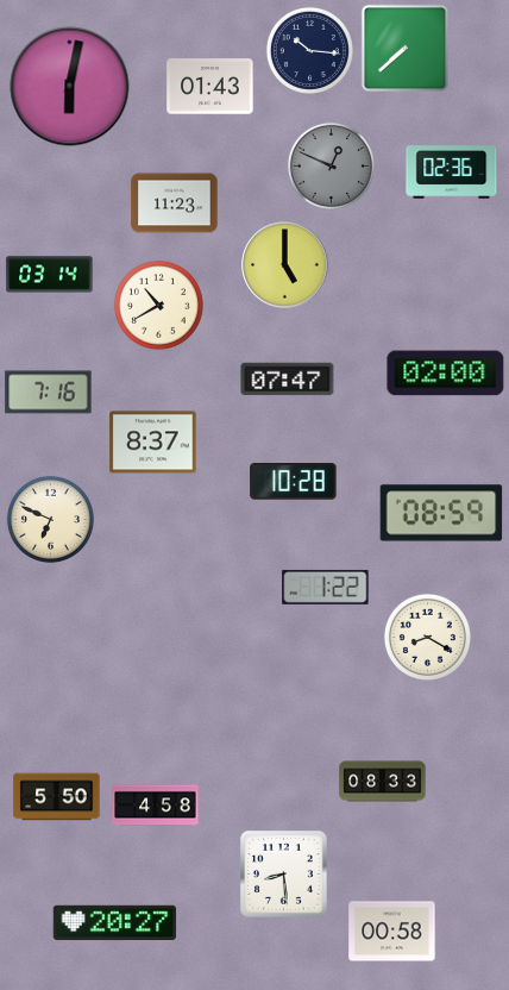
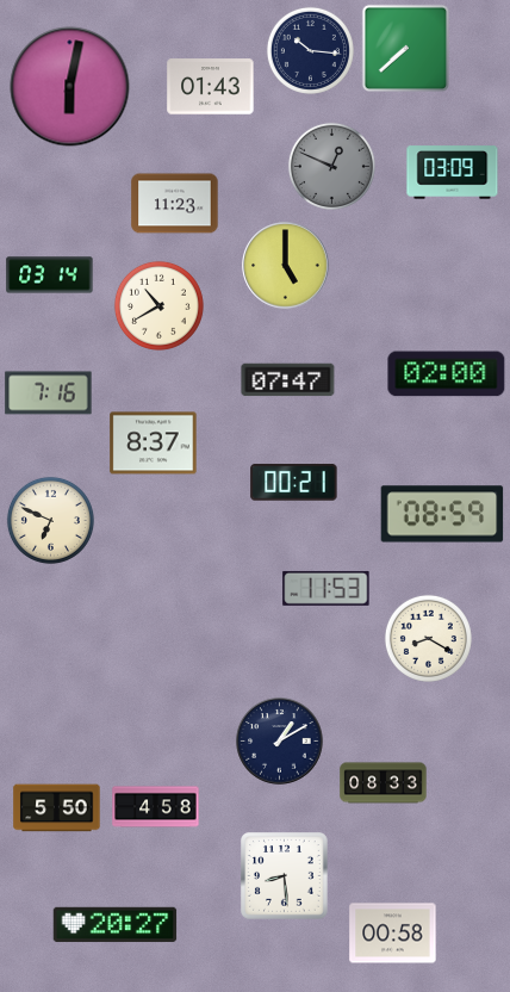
clock at (452, 173): 02:36 -> 03:09
clock at (294, 482): 10:28 -> 00:21
clock at (326, 587): 1:22 -> 11:53
clock at (280, 742): none -> 1:10
clock at (57, 797) position: (57, 797) -> (57, 808)
